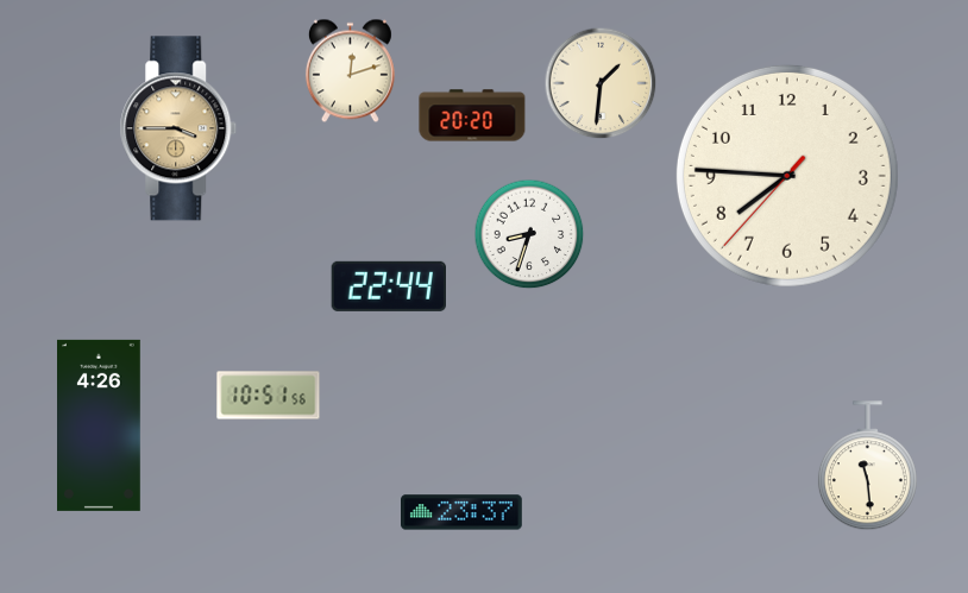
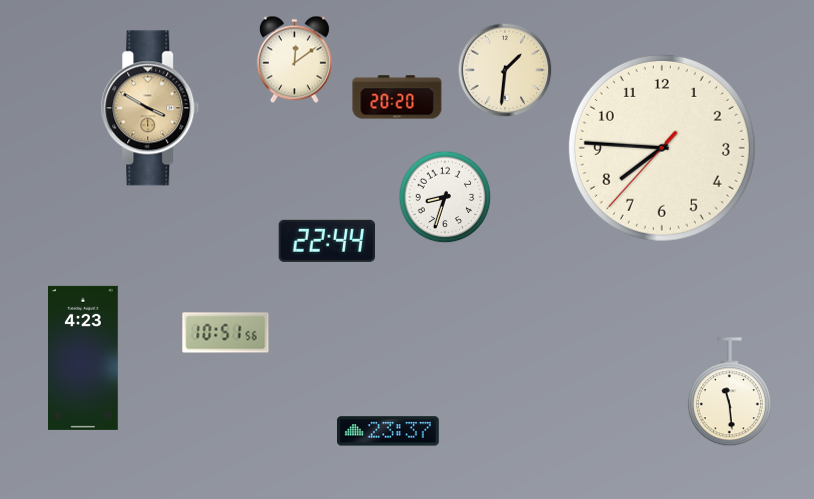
clock at (350, 71): 12:12 -> 12:09
clock at (178, 128): 3:45 -> 3:50
clock at (100, 425): 4:26 -> 4:23
